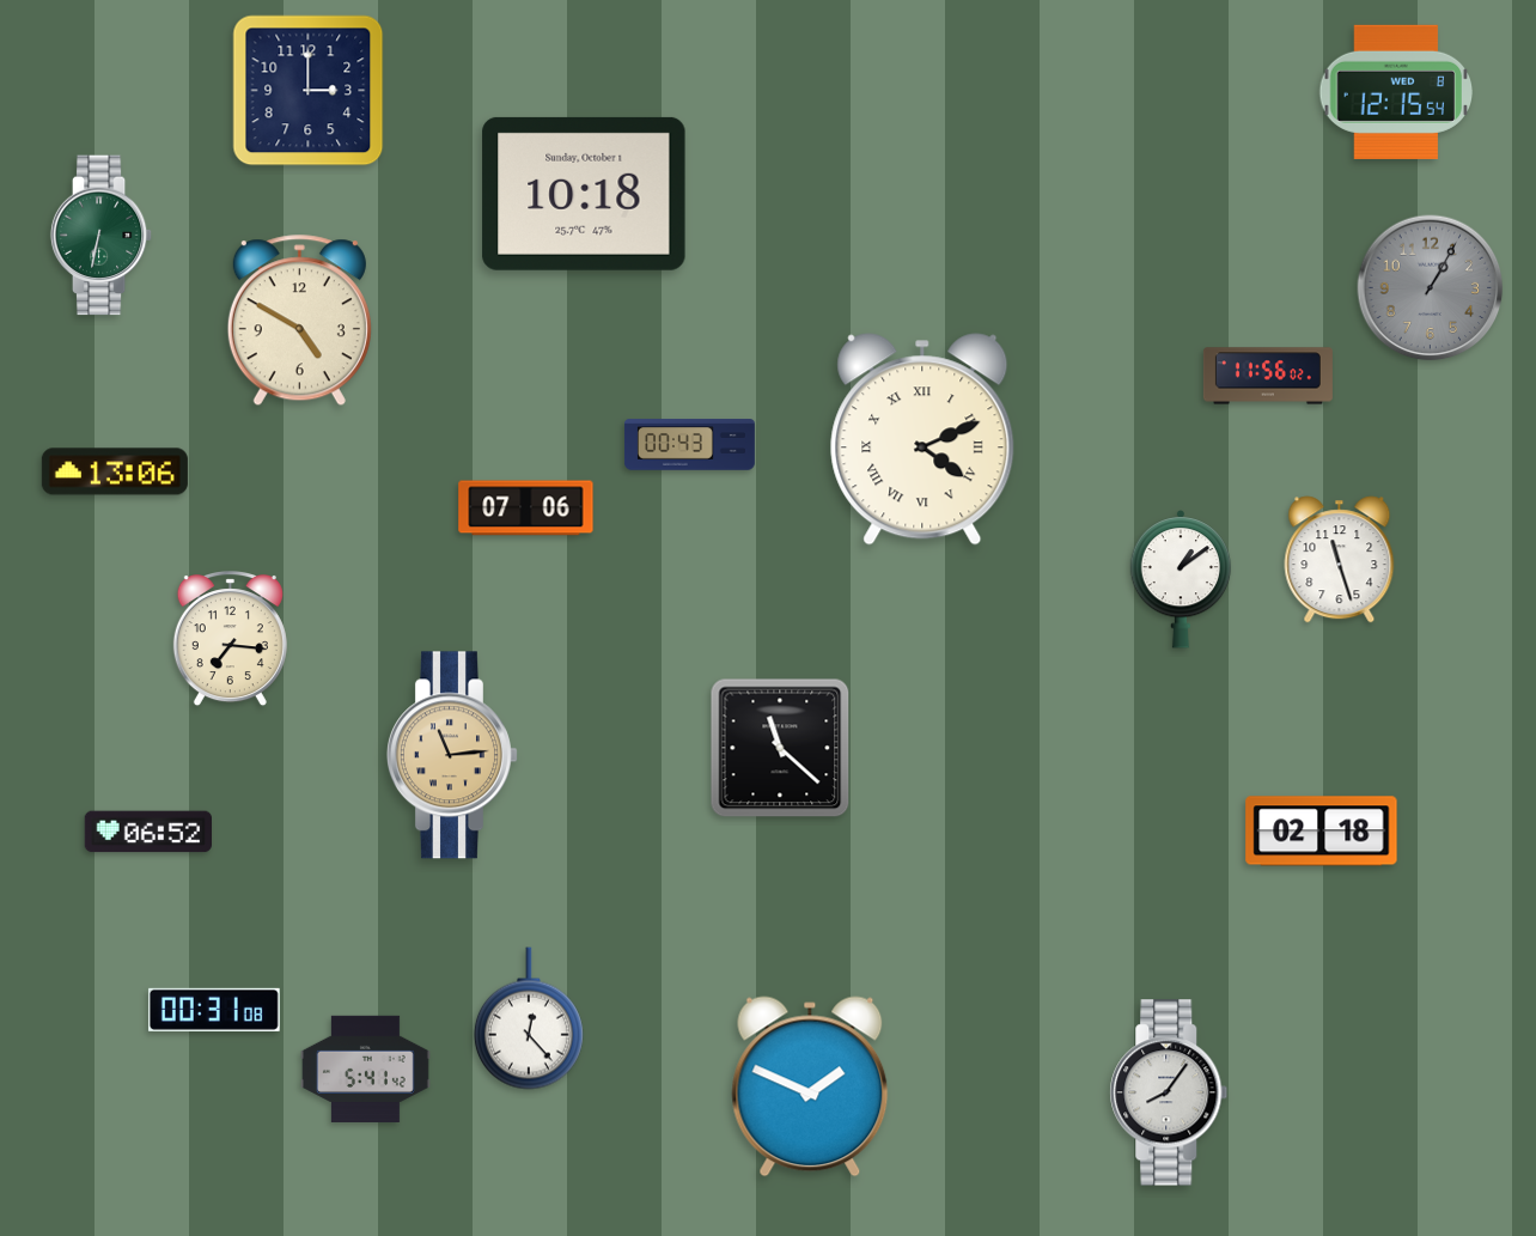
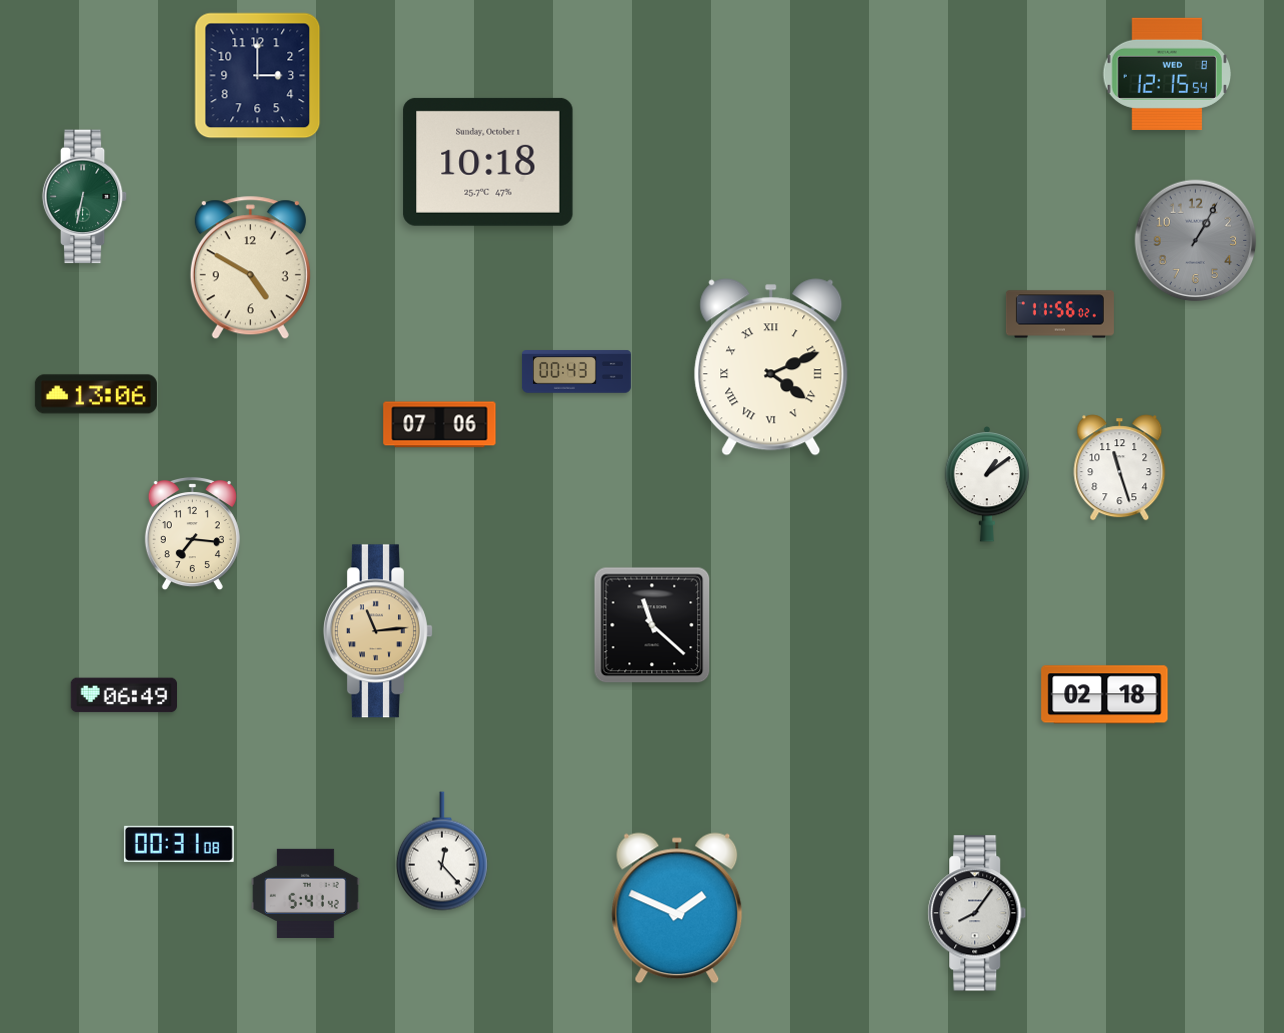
clock at (1395, 92) position: (1395, 92) -> (1166, 74)
clock at (147, 832): 06:52 -> 06:49
